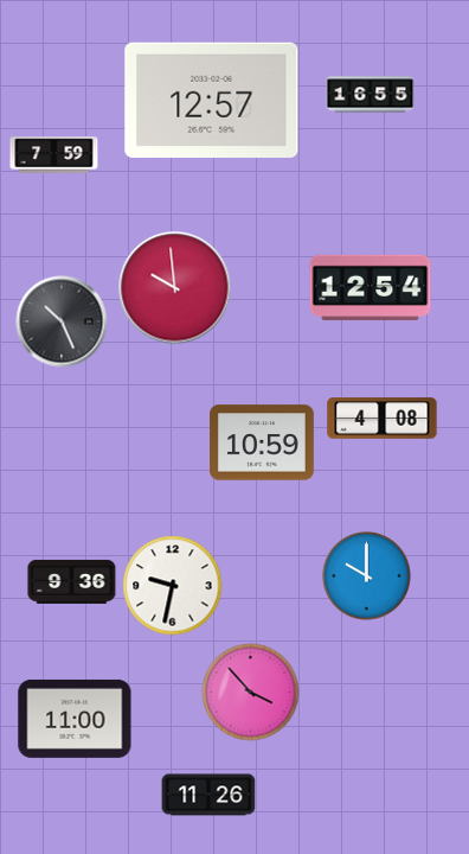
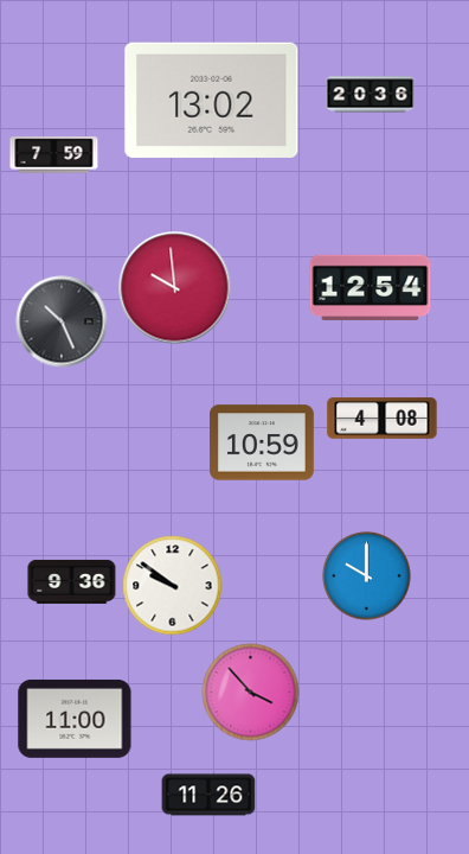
clock at (371, 95): 16:55 -> 20:36
clock at (212, 100): 12:57 -> 13:02
clock at (173, 586): 9:32 -> 9:51
